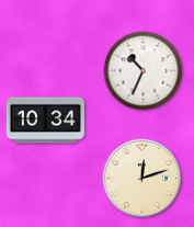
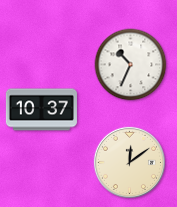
clock at (45, 121): 10:34 -> 10:37
clock at (141, 178): 12:12 -> 12:09
